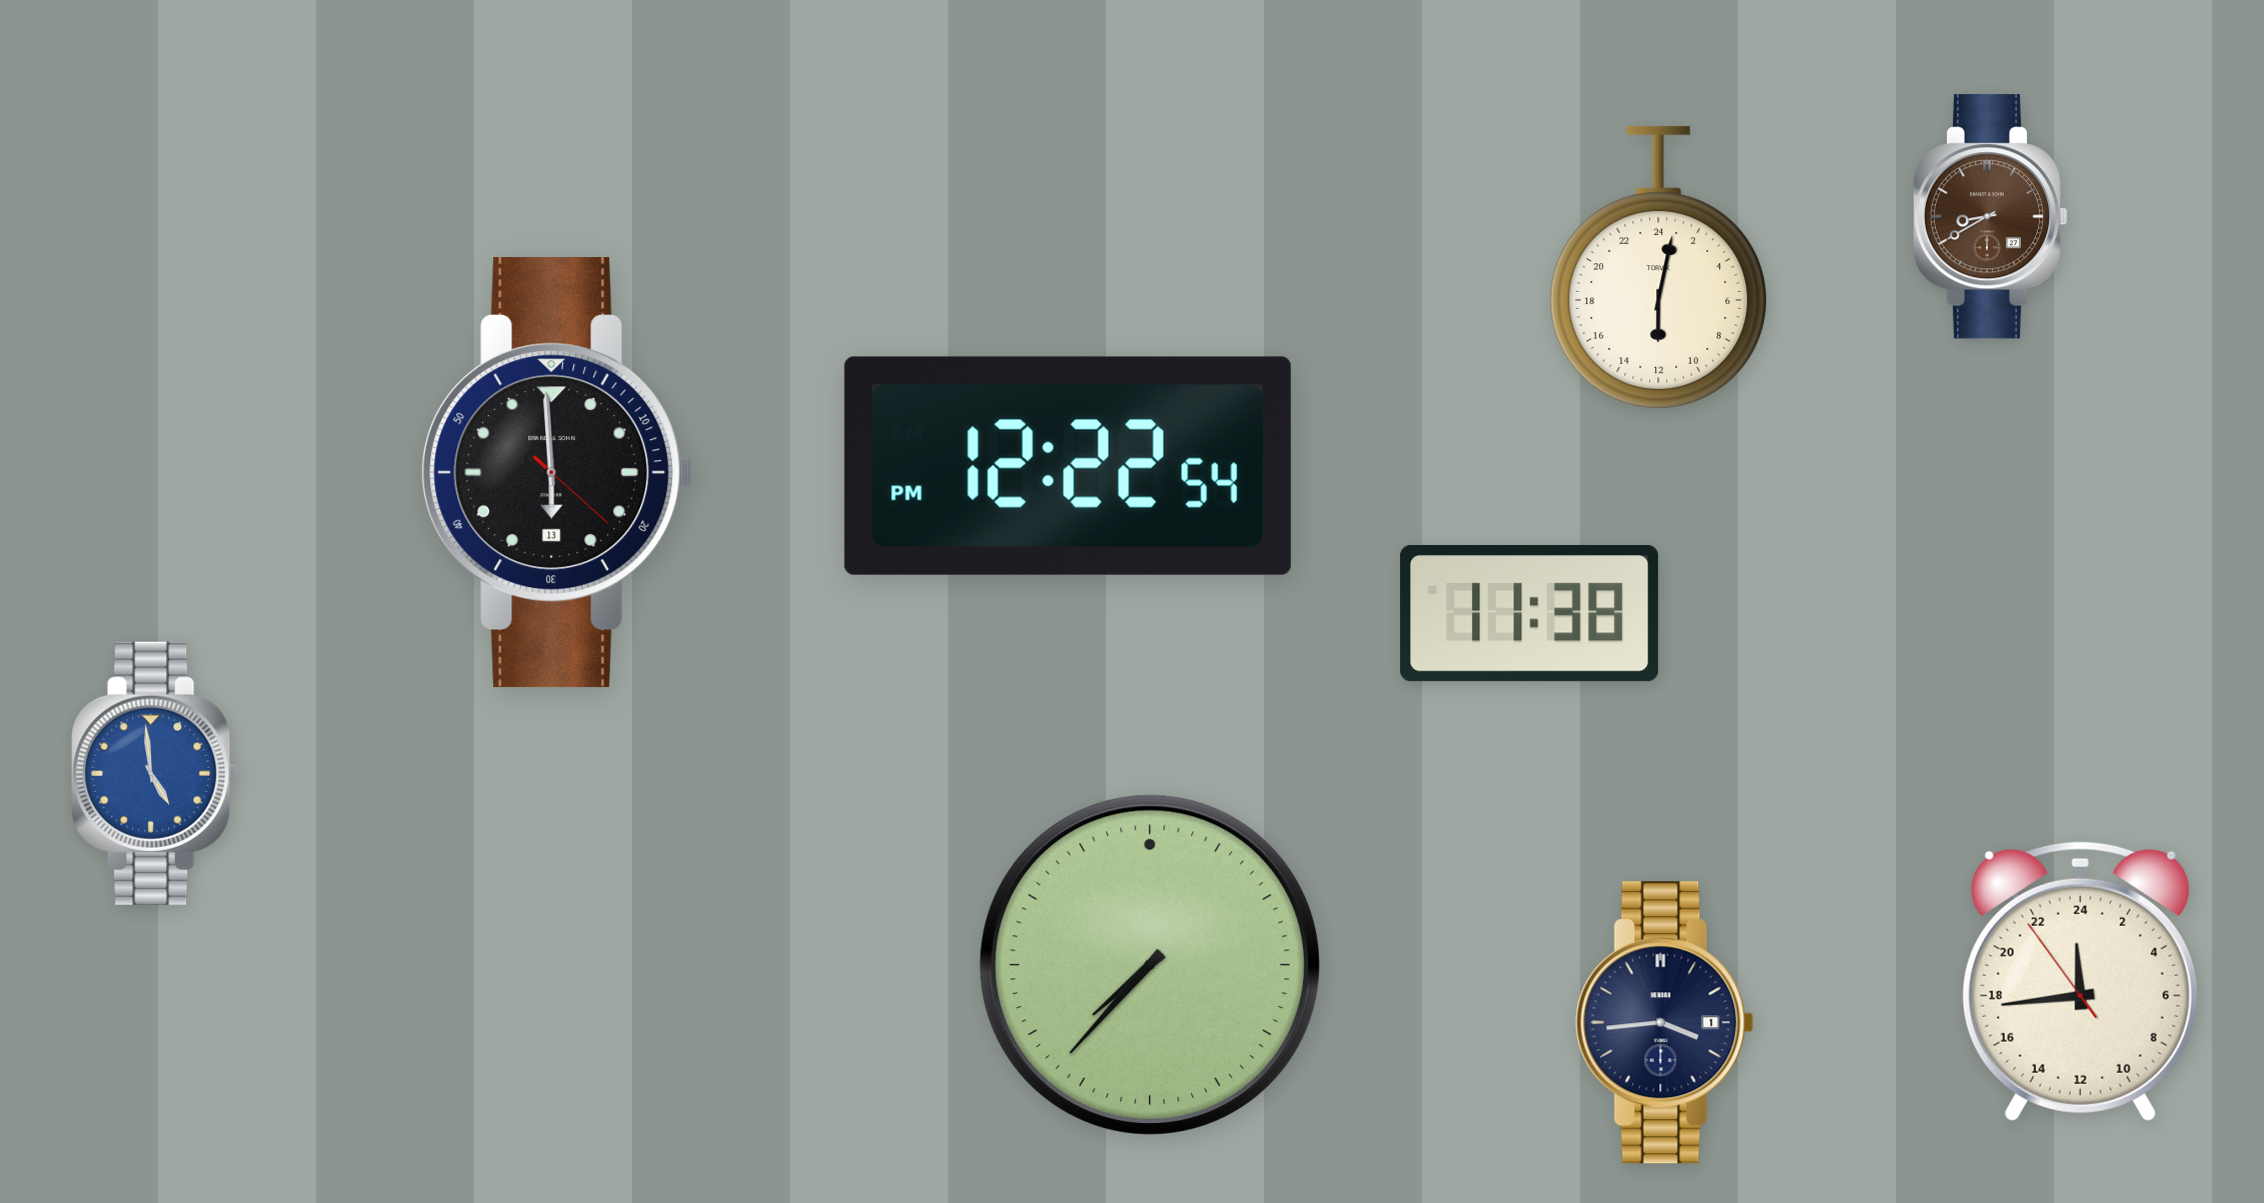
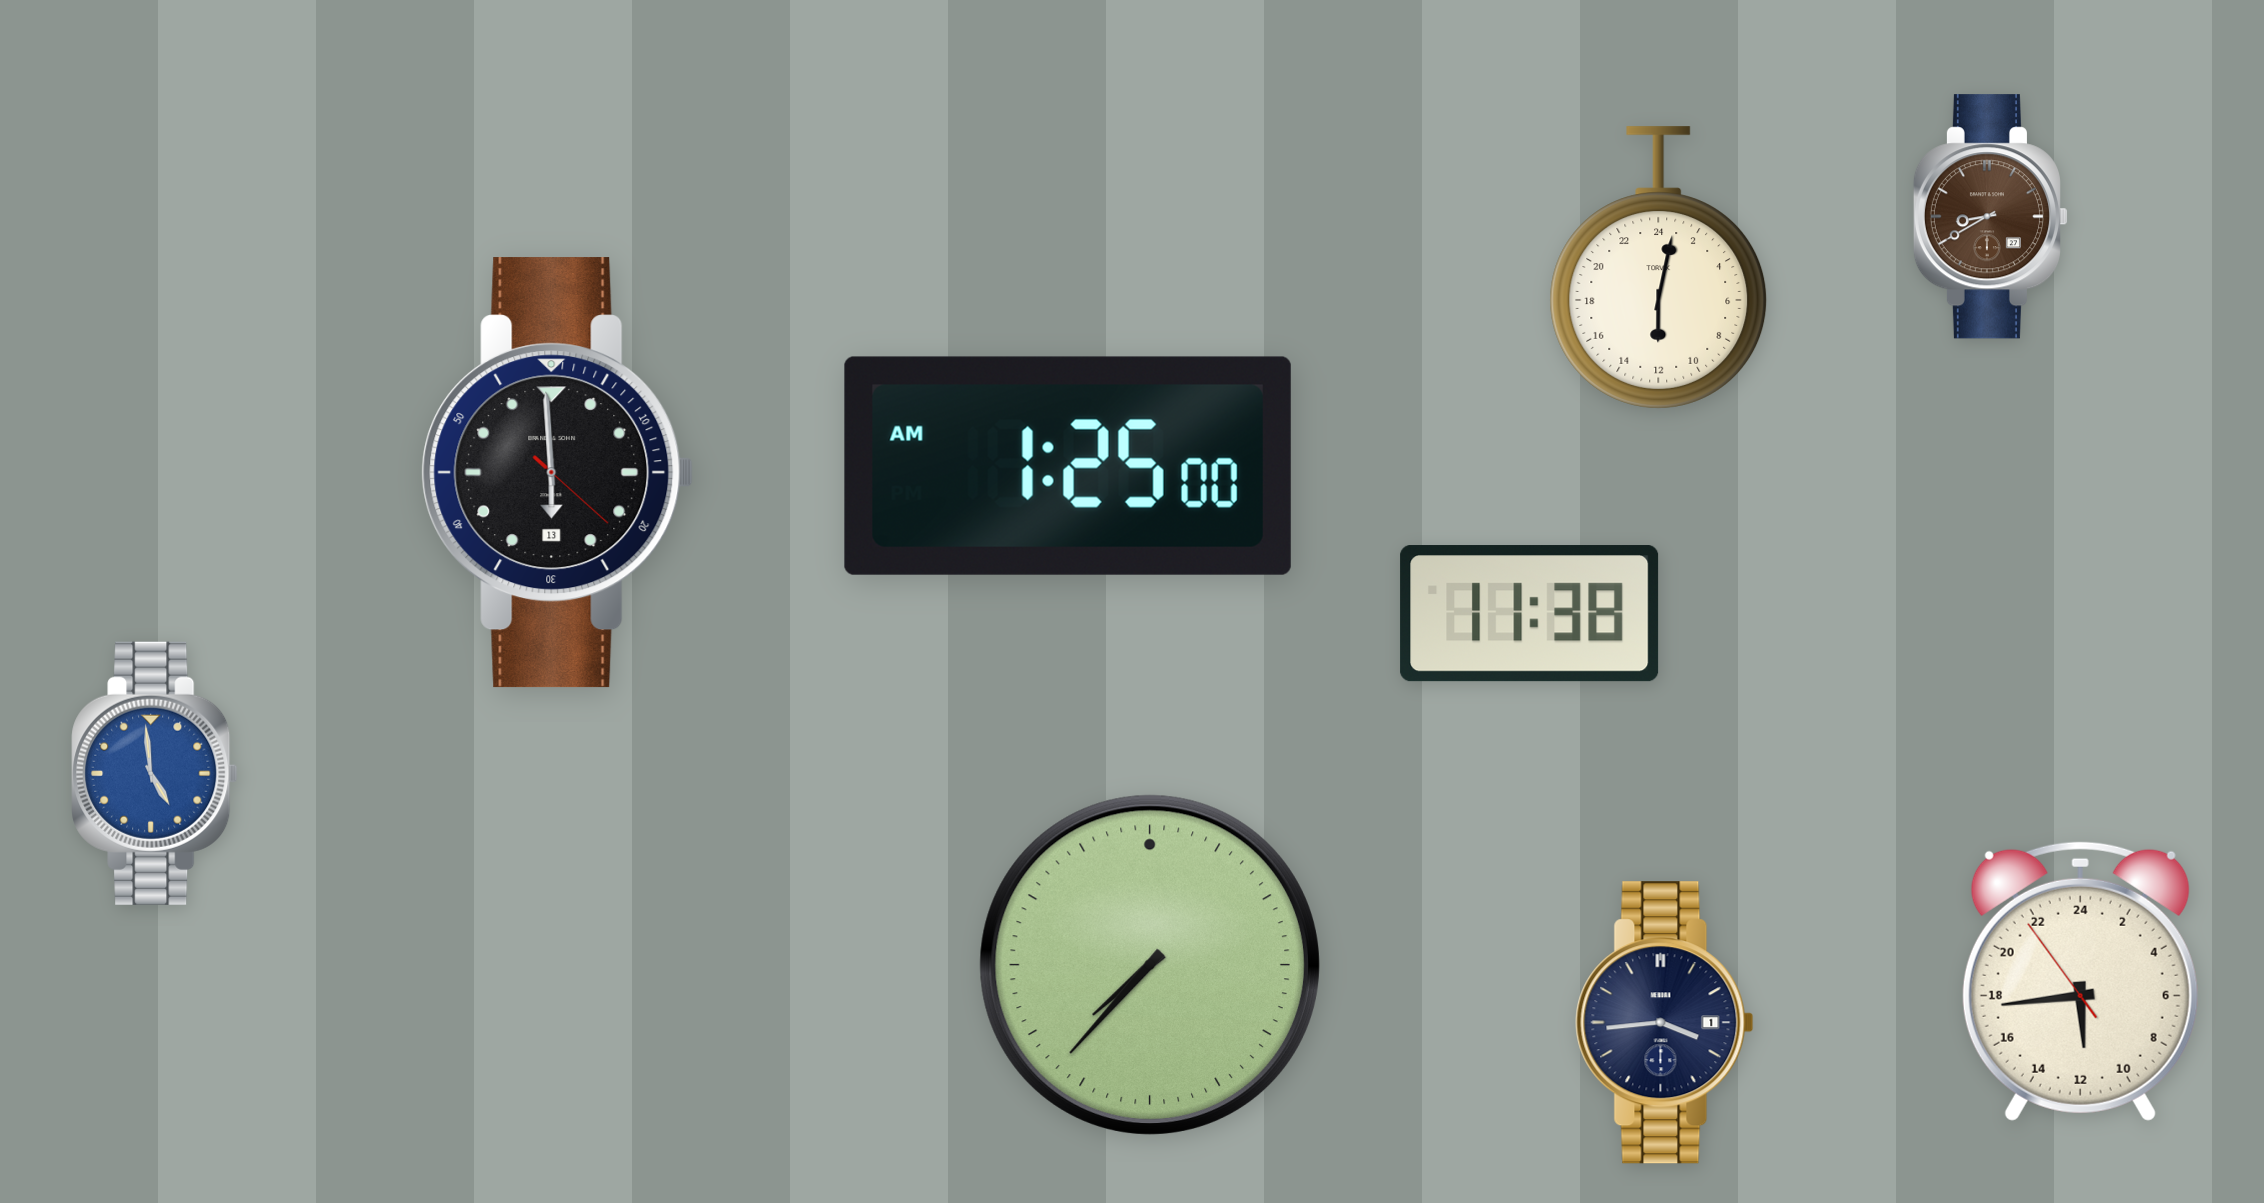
clock at (1068, 466): 12:22 -> 1:25
clock at (2080, 981): 23:43 -> 11:43
